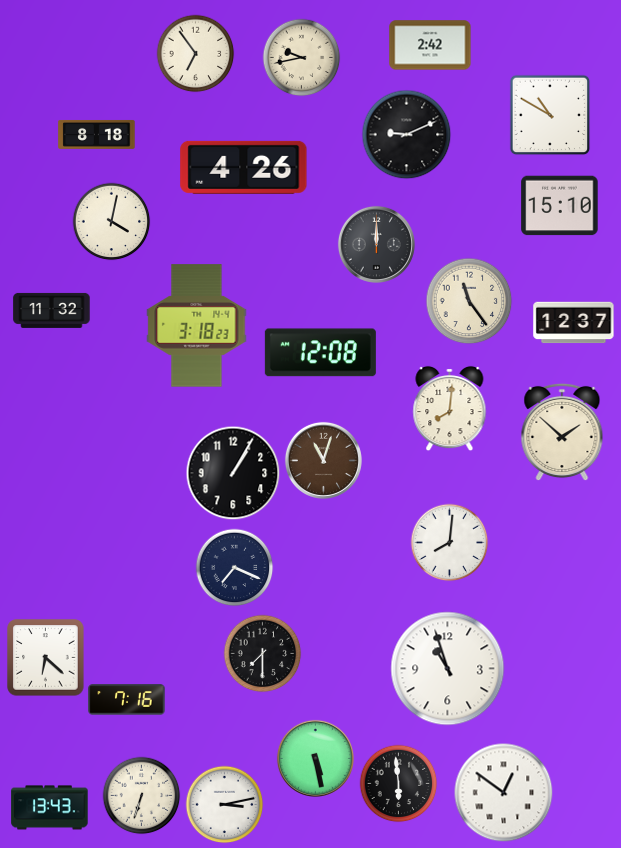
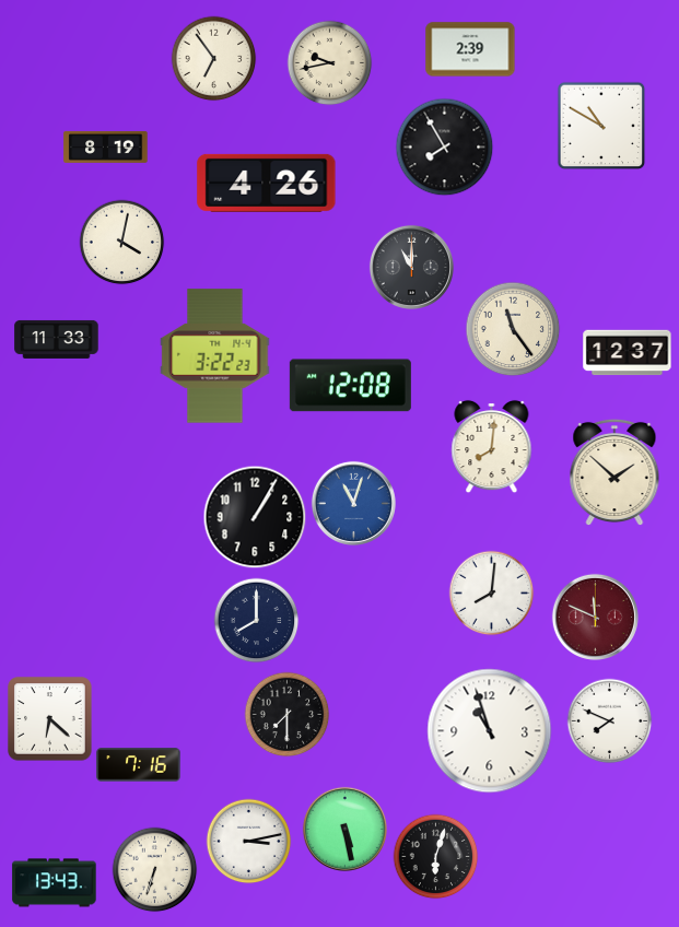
clock at (430, 45): 2:42 -> 2:39
clock at (97, 134): 8:18 -> 8:19
clock at (406, 134): 9:11 -> 7:55
clock at (560, 206): 15:10 -> none
clock at (376, 244): 12:00 -> 11:00
clock at (52, 310): 11:32 -> 11:33
clock at (197, 326): 3:18 -> 3:22
clock at (323, 460) dial: brown -> blue
clock at (595, 617): none -> 11:49
clock at (234, 567): 7:19 -> 8:00
clock at (609, 720): none -> 7:49
clock at (398, 783): 5:59 -> 6:03
clock at (504, 793): 12:51 -> none
clock at (224, 804) position: (224, 804) -> (248, 841)
